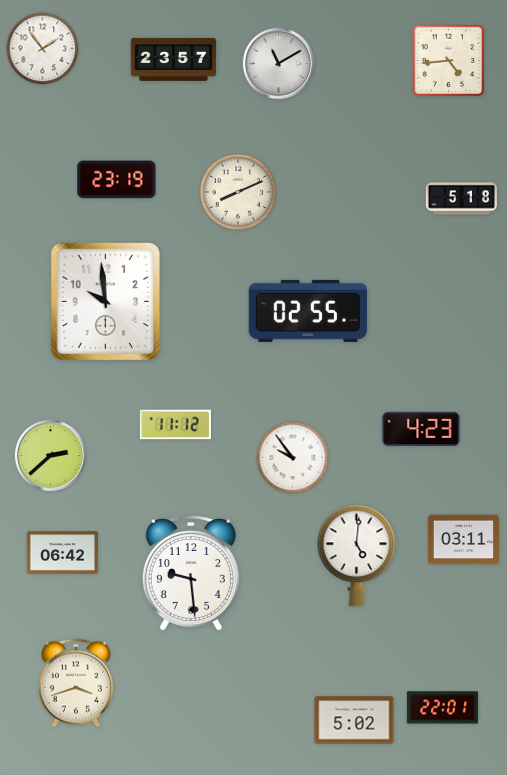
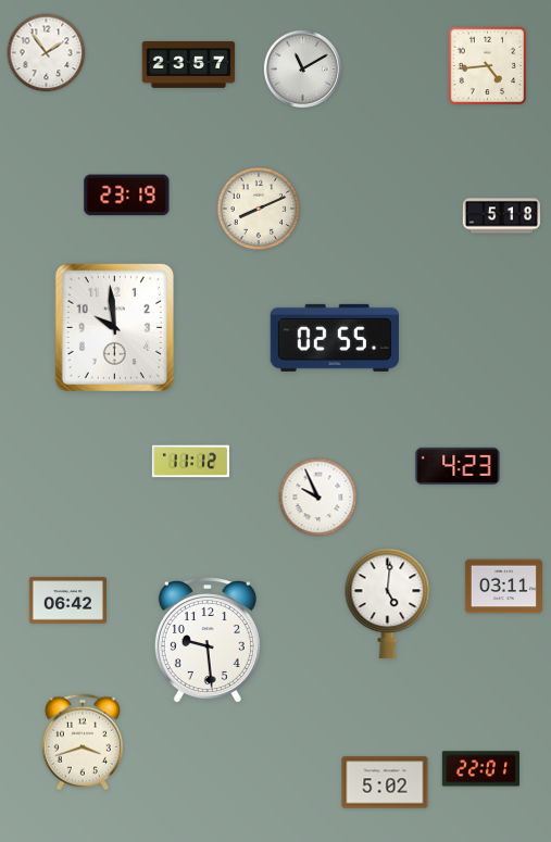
clock at (50, 455): 2:38 -> none
clock at (293, 458): 9:54 -> 9:56
clock at (191, 573) position: (191, 573) -> (208, 640)
